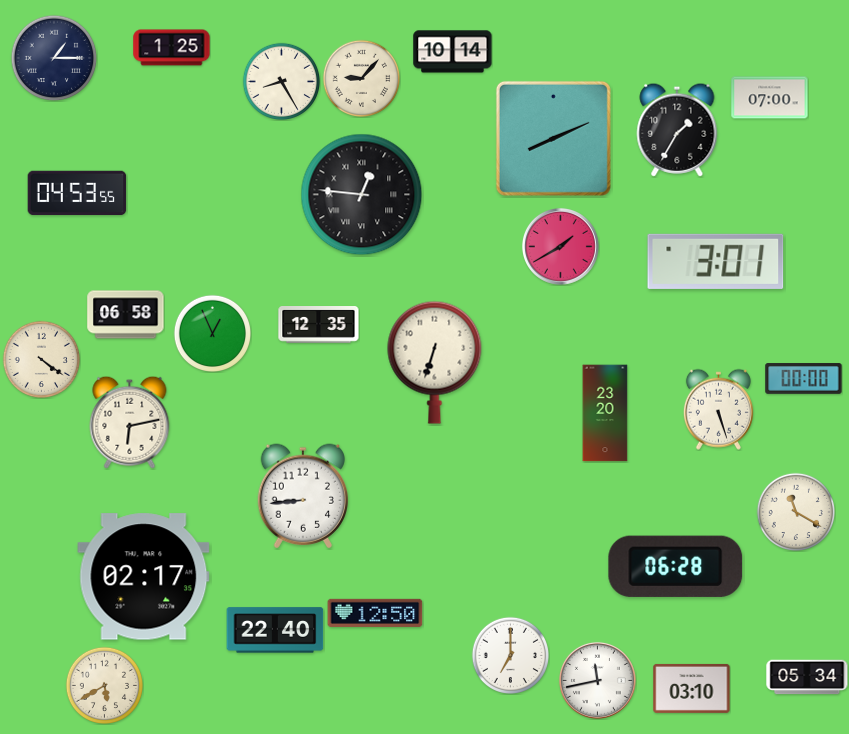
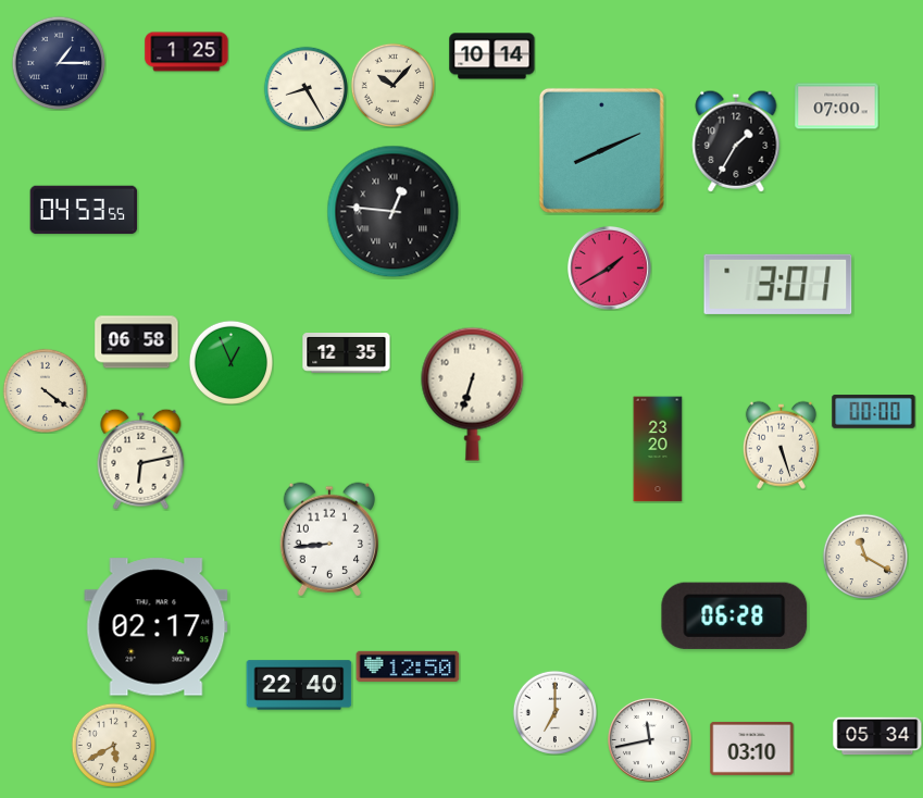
clock at (361, 78): 9:07 -> 10:07
